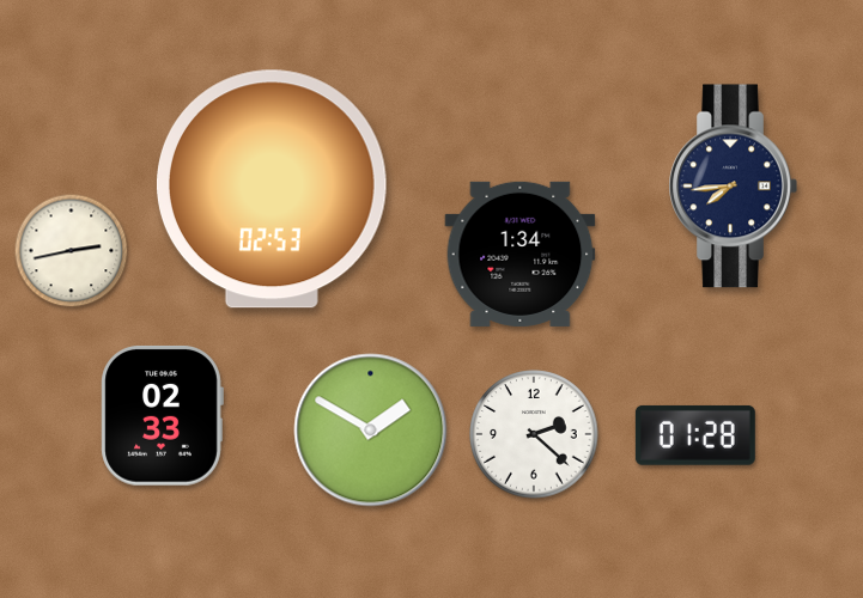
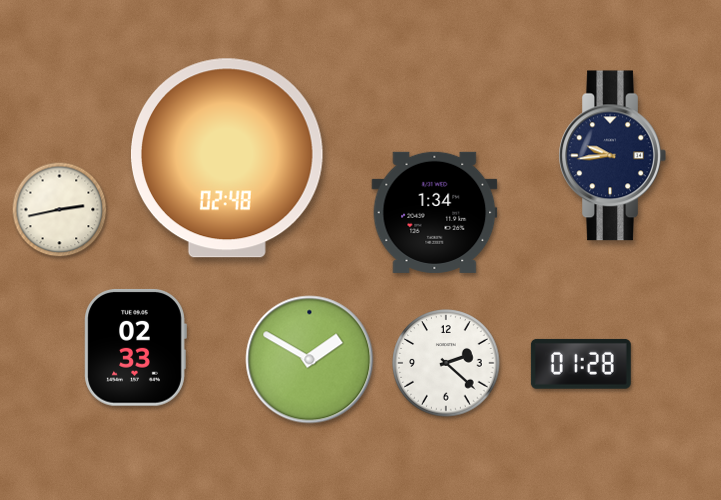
clock at (733, 187): 7:44 -> 9:44
clock at (272, 189): 02:53 -> 02:48
